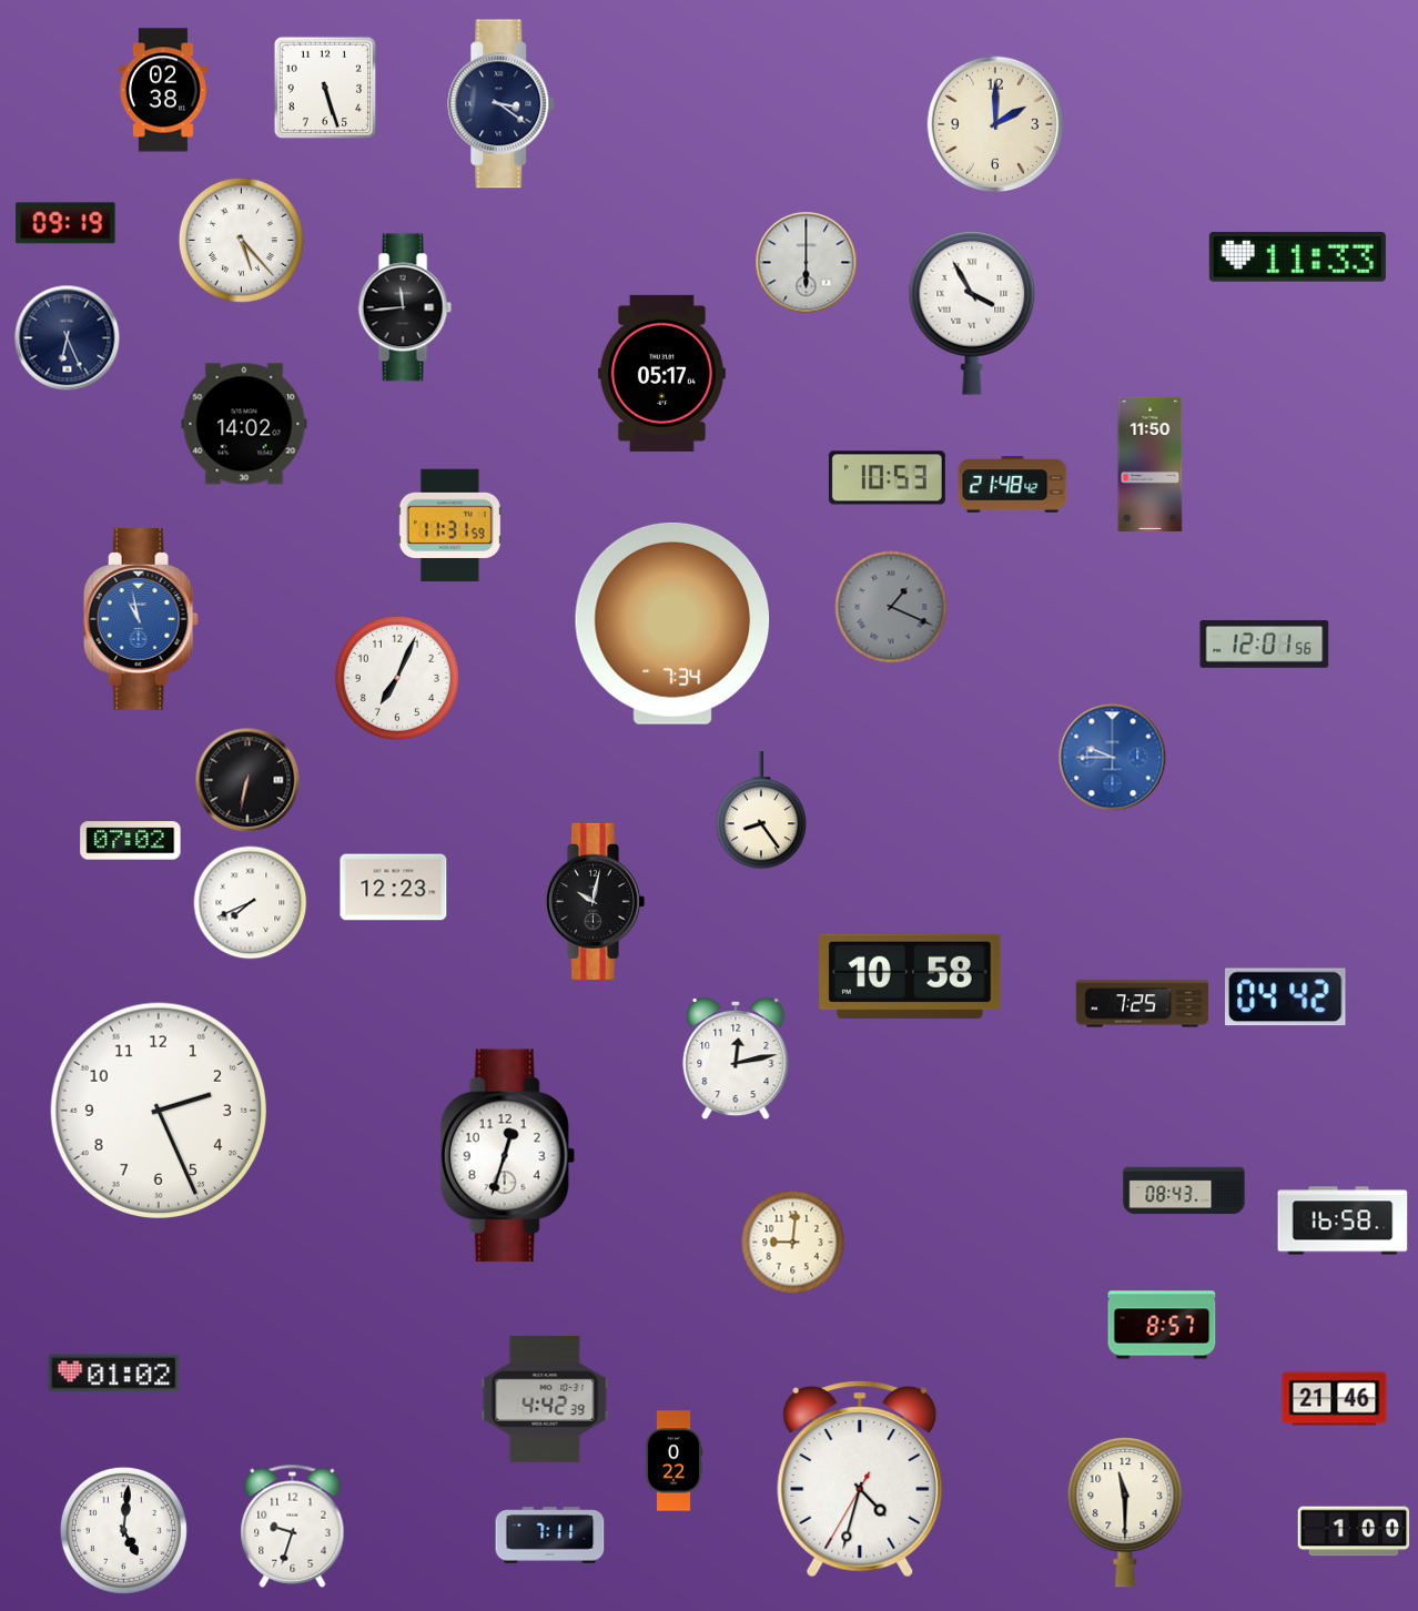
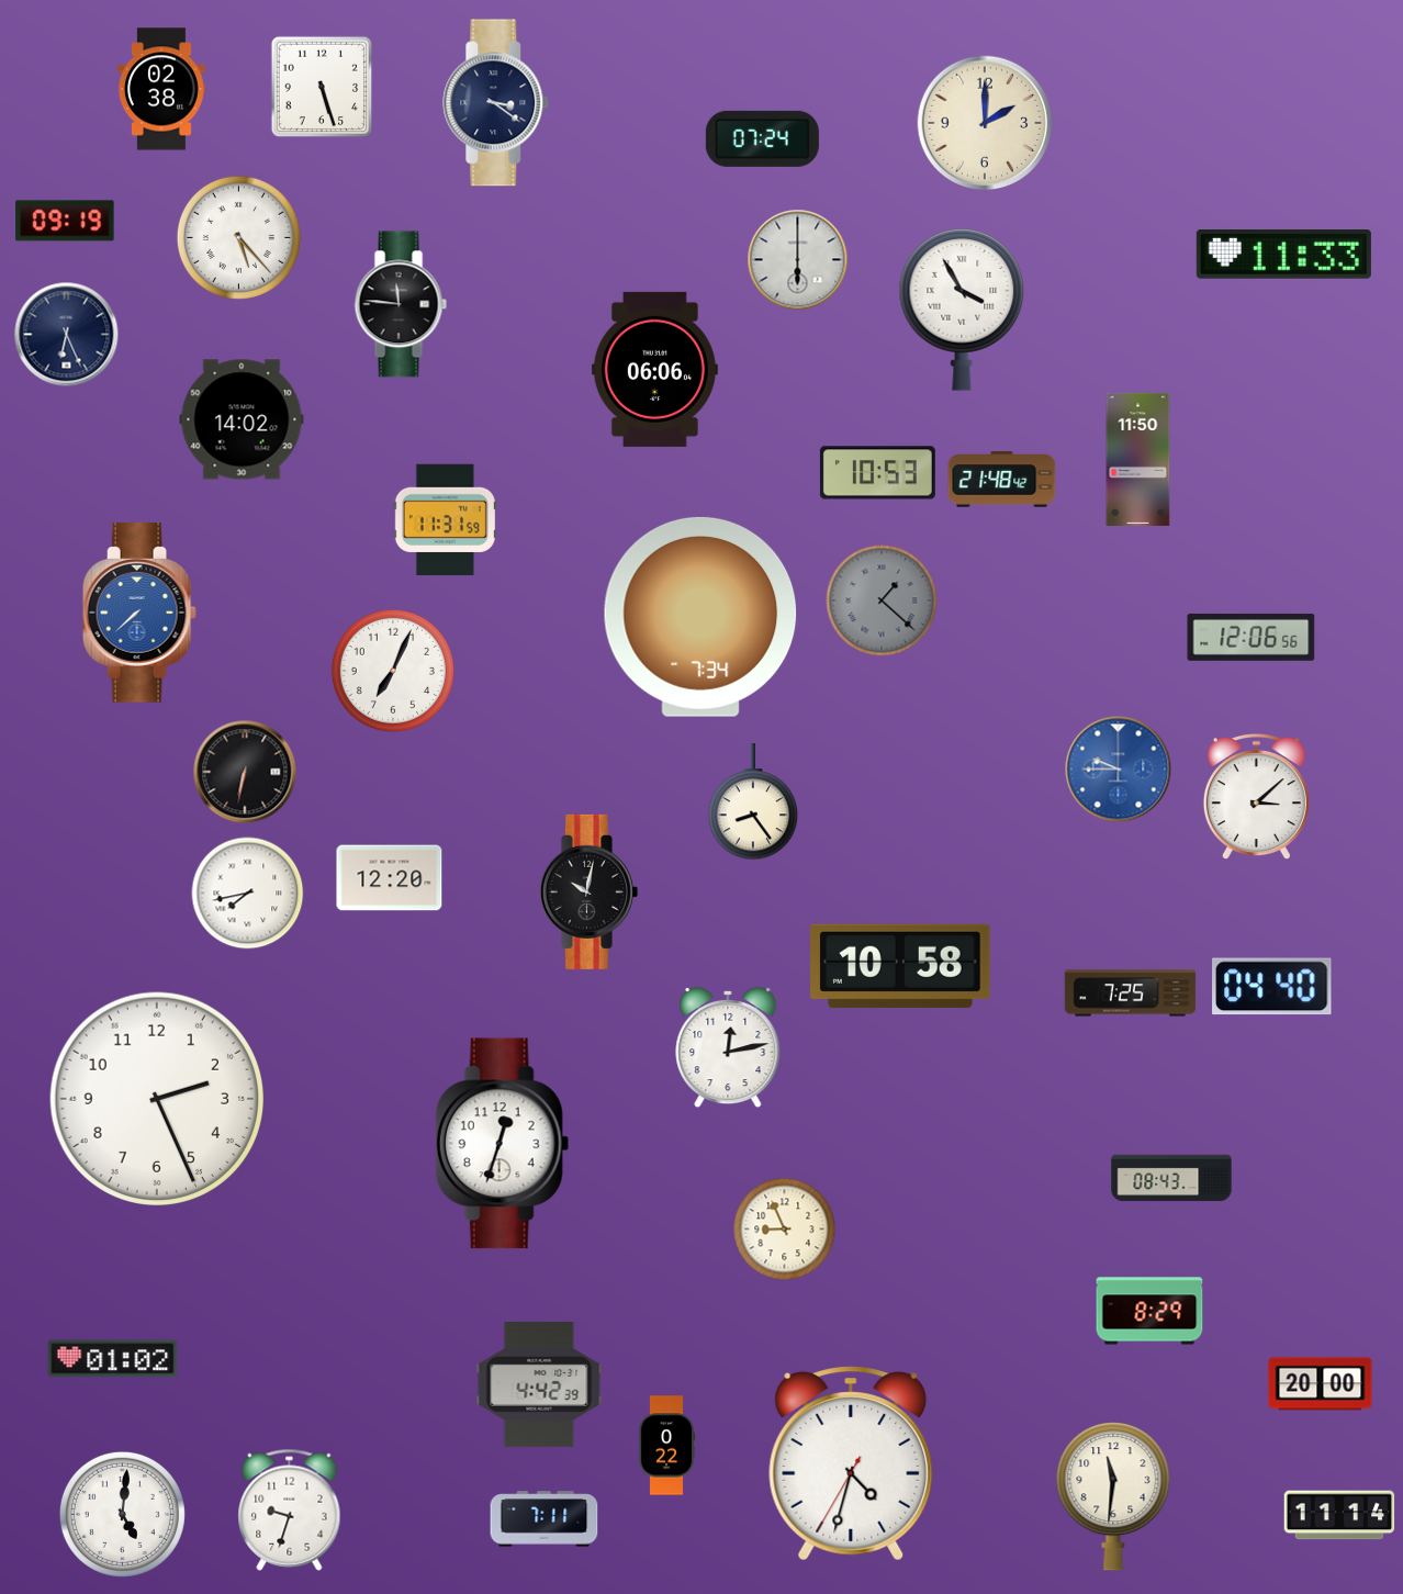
clock at (762, 138): none -> 07:24
clock at (405, 307): 11:44 -> 11:46
clock at (661, 373): 05:17 -> 06:06
clock at (891, 607): 1:19 -> 1:22
clock at (141, 619): 10:58 -> 7:38
clock at (672, 624) position: (672, 624) -> (700, 617)
clock at (1265, 644): 12:01 -> 12:06
clock at (1113, 758) position: (1113, 758) -> (1119, 770)
clock at (1256, 798): none -> 3:08
clock at (131, 841): 07:02 -> none
clock at (394, 888): 12:23 -> 12:20
clock at (251, 903): 7:41 -> 7:43
clock at (1286, 997): 04:42 -> 04:40
clock at (1343, 1220): 16:58 -> none
clock at (793, 1243): 9:01 -> 8:56
clock at (1162, 1325): 8:57 -> 8:29
clock at (1335, 1399): 21:46 -> 20:00
clock at (1125, 1512): 11:30 -> 11:31
clock at (1354, 1531): 1:00 -> 11:14
